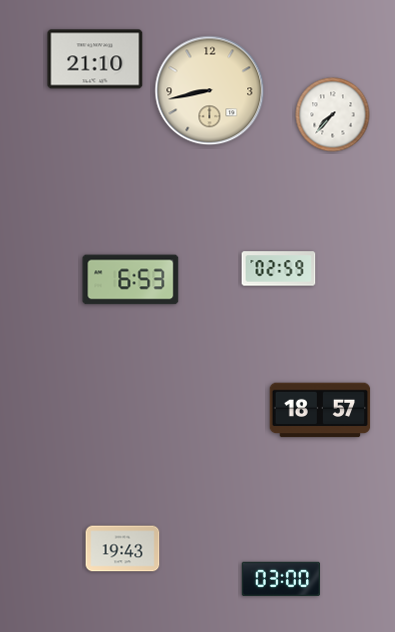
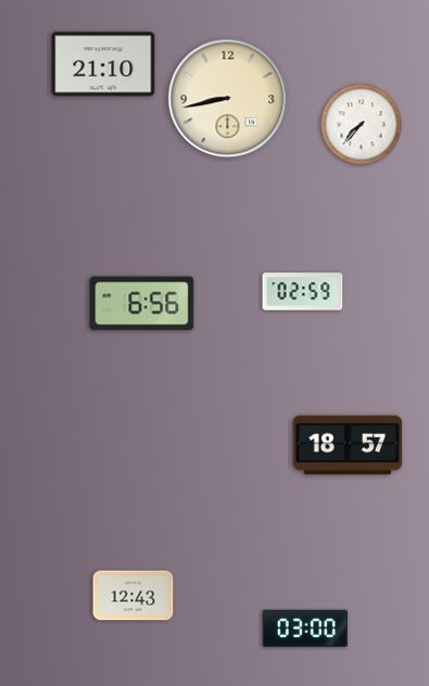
clock at (131, 280): 6:53 -> 6:56
clock at (123, 549): 19:43 -> 12:43
